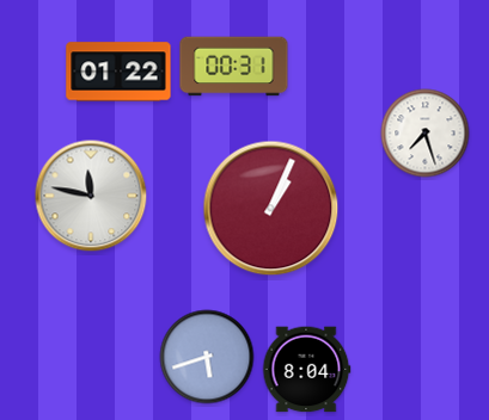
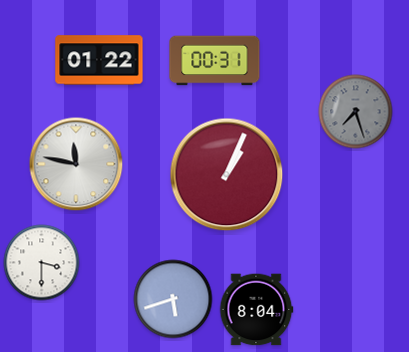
clock at (234, 67) position: (234, 67) -> (215, 61)
clock at (426, 134) dial: white -> grey
clock at (42, 263): none -> 3:30
